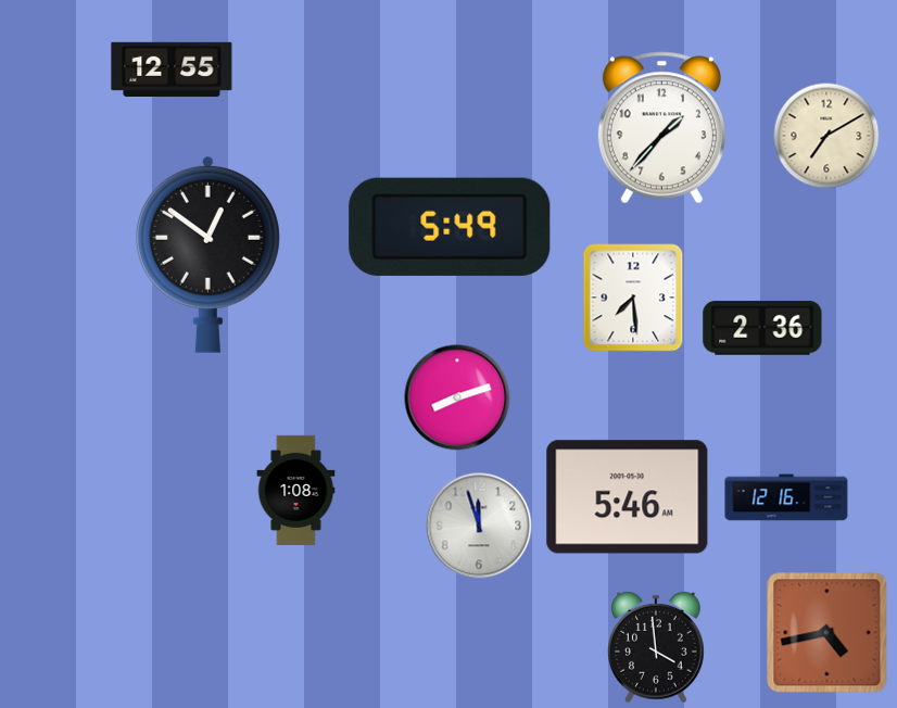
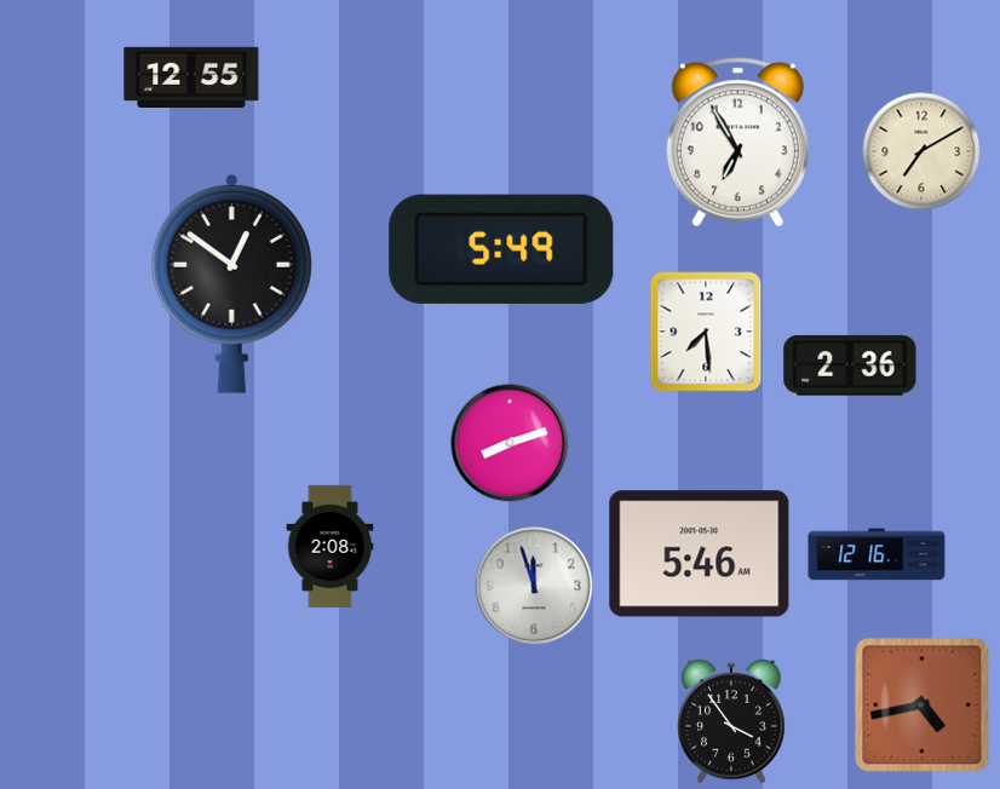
clock at (661, 128): 1:37 -> 6:55
clock at (450, 227) position: (450, 227) -> (501, 249)
clock at (296, 490): 1:08 -> 2:08
clock at (657, 647): 3:59 -> 3:54
